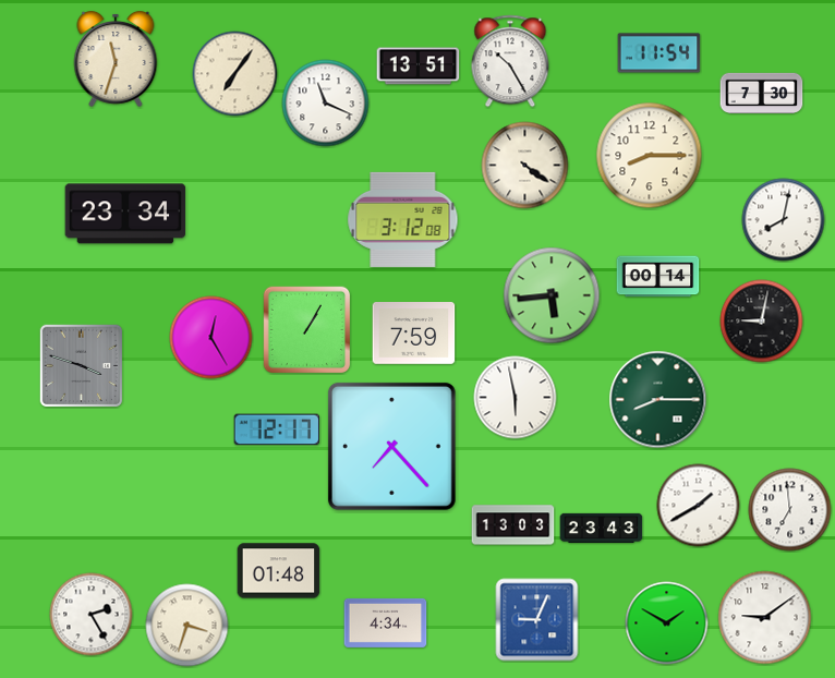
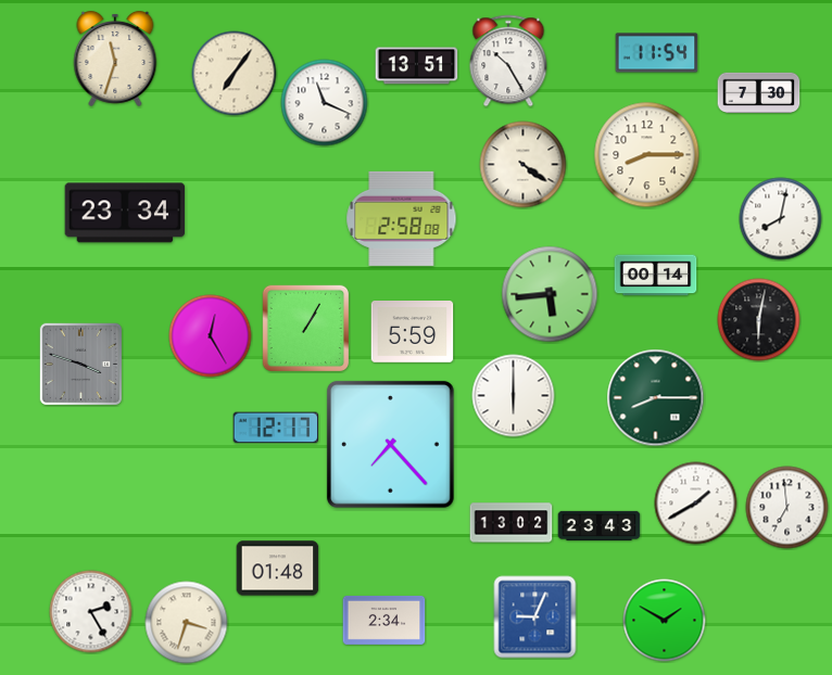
clock at (403, 219): 3:12 -> 2:58
clock at (762, 322): 9:02 -> 6:02
clock at (414, 334): 7:59 -> 5:59
clock at (516, 398): 5:58 -> 6:00
clock at (513, 525): 13:03 -> 13:02
clock at (765, 618): 9:09 -> none
clock at (386, 622): 4:34 -> 2:34
